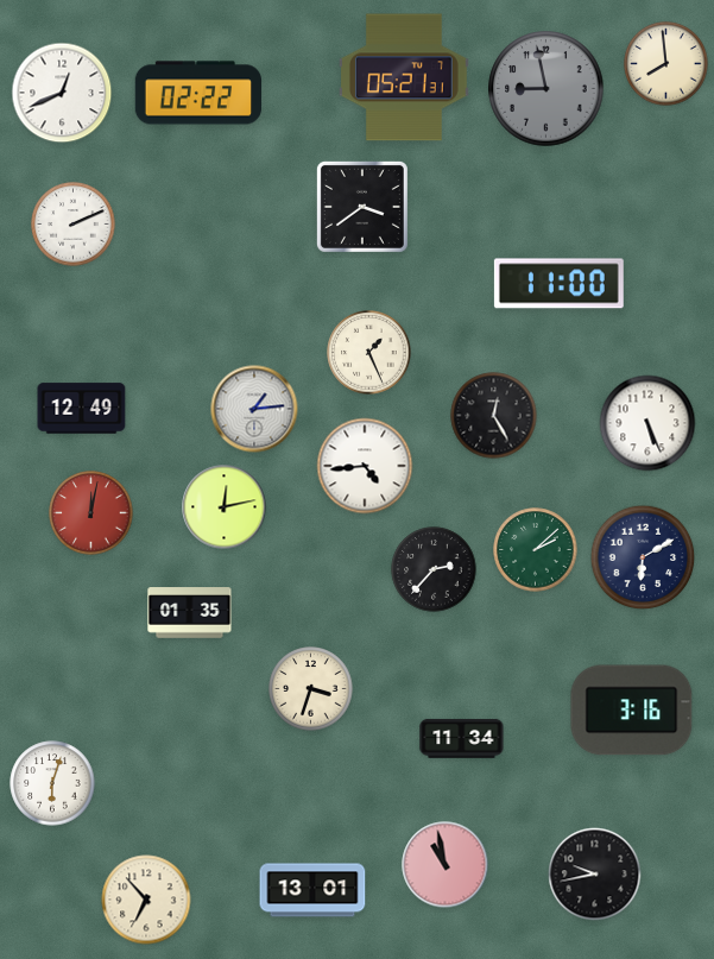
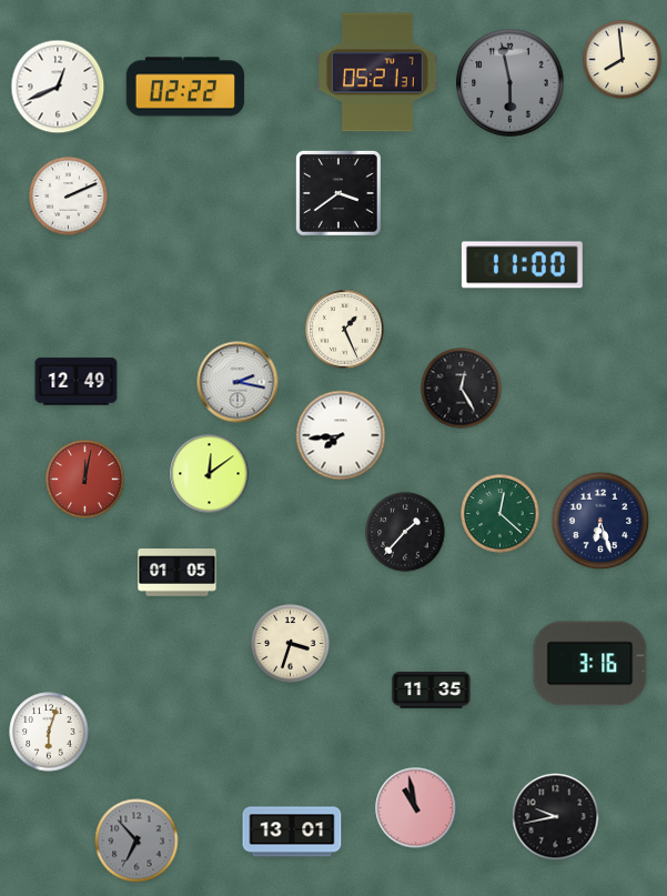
clock at (546, 89): 8:58 -> 5:58
clock at (74, 225) position: (74, 225) -> (69, 197)
clock at (254, 409): 1:14 -> 2:17
clock at (647, 423): 5:26 -> none
clock at (365, 466): 4:44 -> 7:44
clock at (225, 507): 12:13 -> 12:09
clock at (536, 550): 2:08 -> 12:22
clock at (643, 557): 6:10 -> 6:27
clock at (434, 569): 2:37 -> 1:37
clock at (190, 613): 01:35 -> 01:05
clock at (462, 738): 11:34 -> 11:35
clock at (146, 900) dial: cream -> grey
